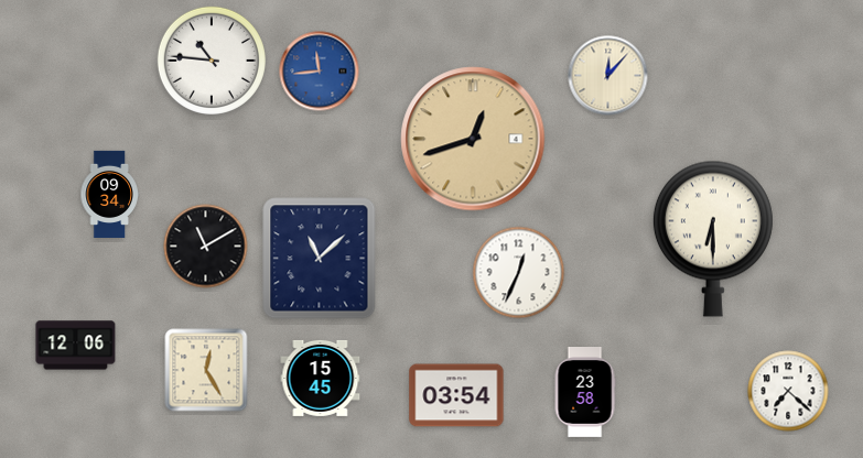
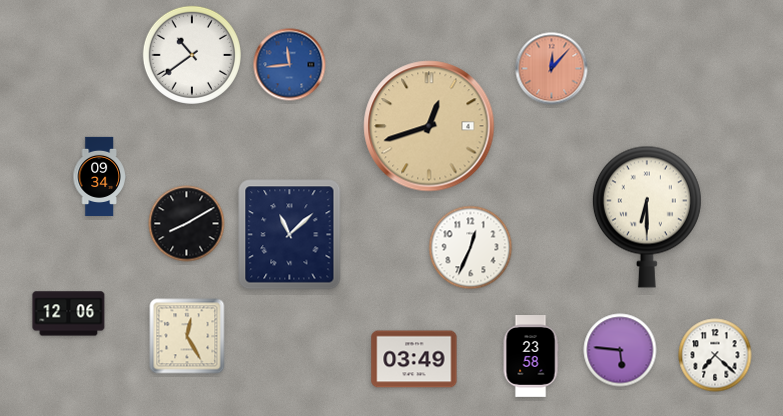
clock at (212, 61): 10:46 -> 10:39
clock at (608, 76) dial: cream -> salmon
clock at (206, 247): 11:10 -> 8:10
clock at (321, 378): 15:45 -> none
clock at (620, 350): none -> 5:46
clock at (456, 395): 03:54 -> 03:49
